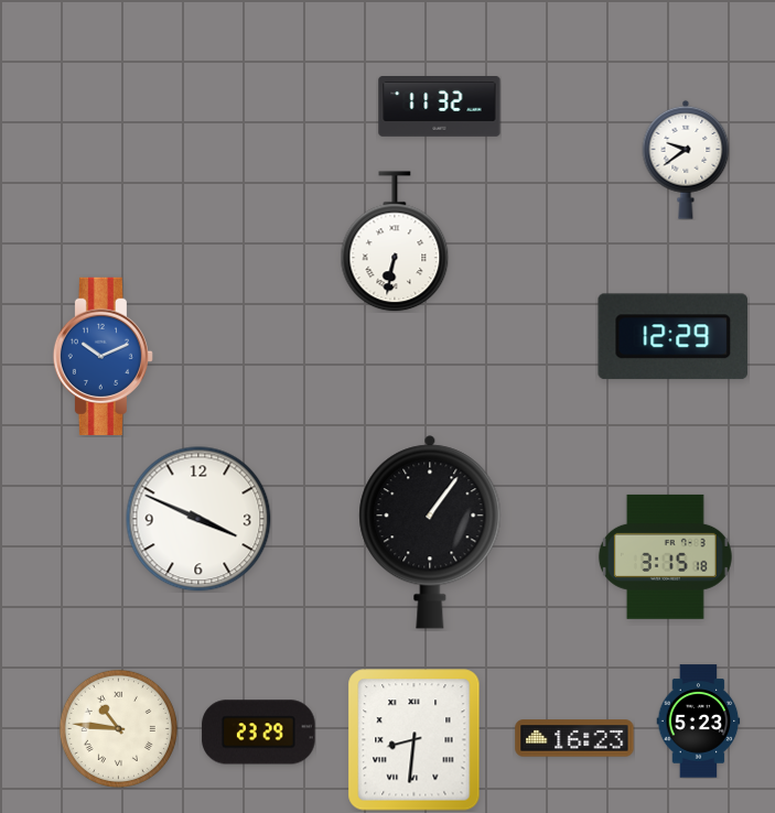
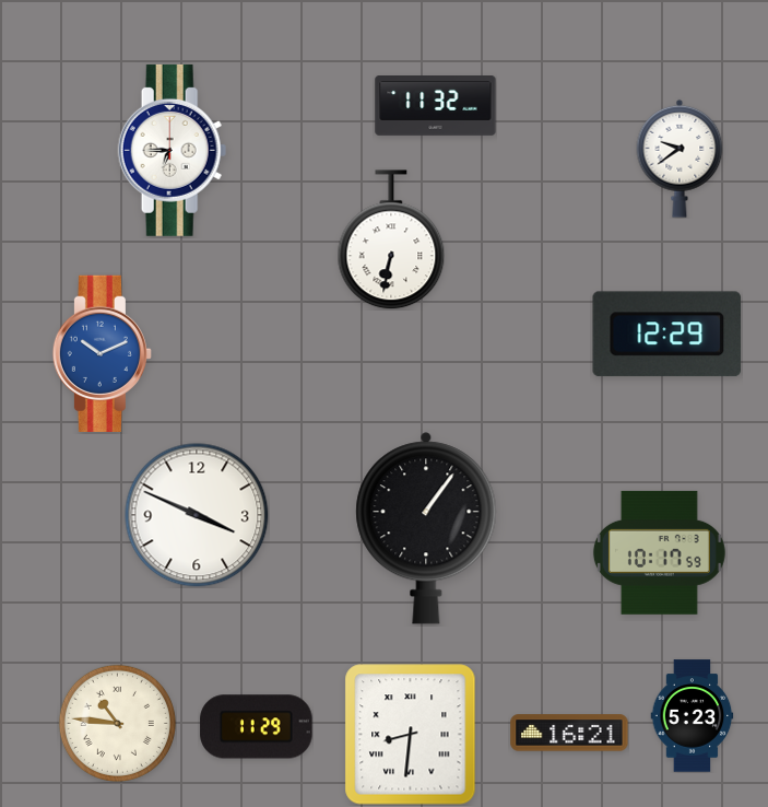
clock at (173, 150): none -> 6:45
clock at (665, 556): 3:15 -> 10:17
clock at (259, 733): 23:29 -> 11:29
clock at (574, 738): 16:23 -> 16:21
